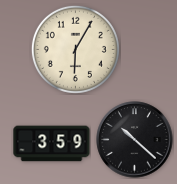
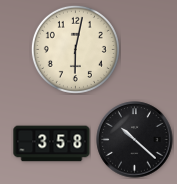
clock at (75, 49): 6:05 -> 6:02
clock at (52, 144): 3:59 -> 3:58
